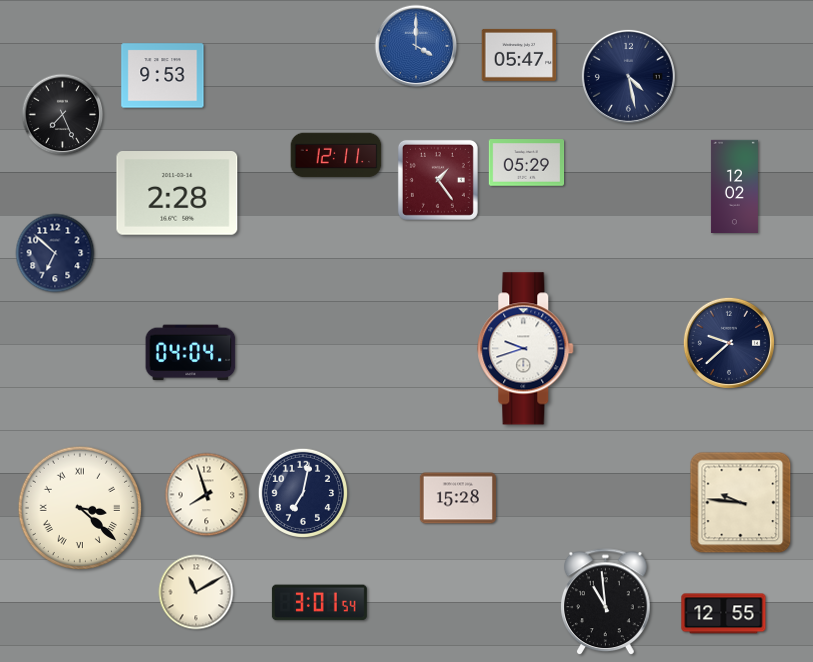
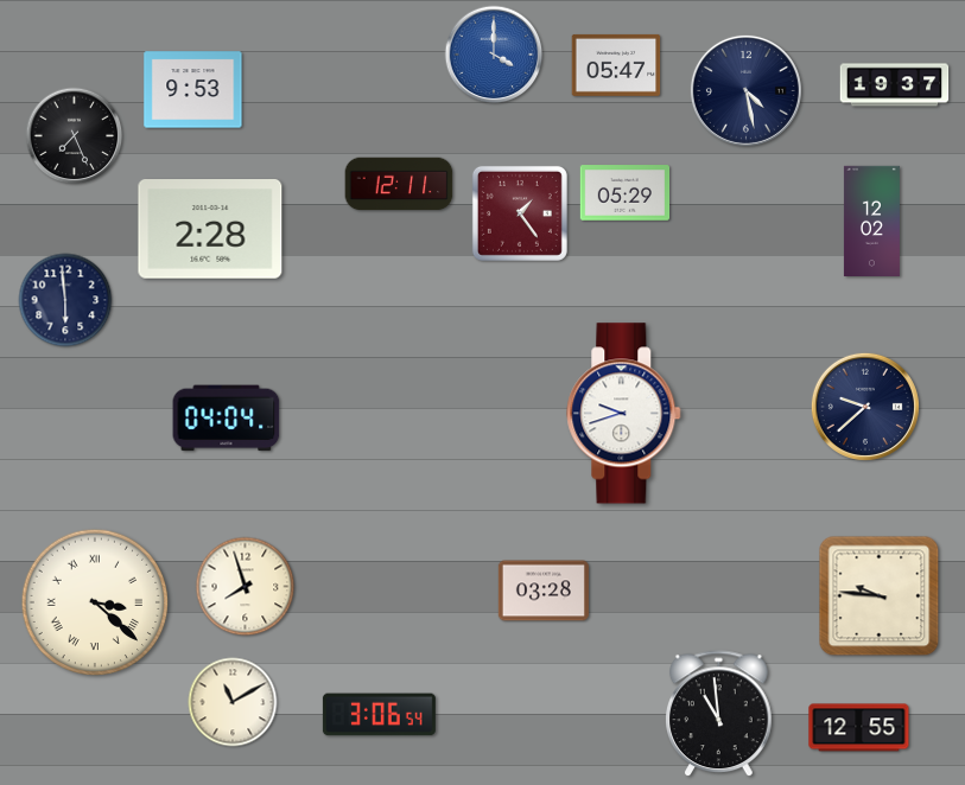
clock at (895, 85): none -> 19:37
clock at (55, 253): 6:52 -> 5:59
clock at (302, 492): 7:02 -> none
clock at (458, 498): 15:28 -> 03:28
clock at (319, 603): 3:01 -> 3:06
